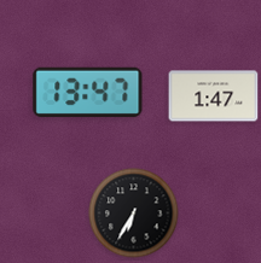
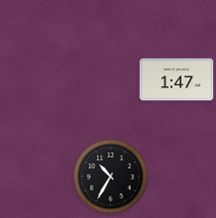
clock at (88, 92): 13:47 -> none
clock at (134, 214): 6:35 -> 10:35
